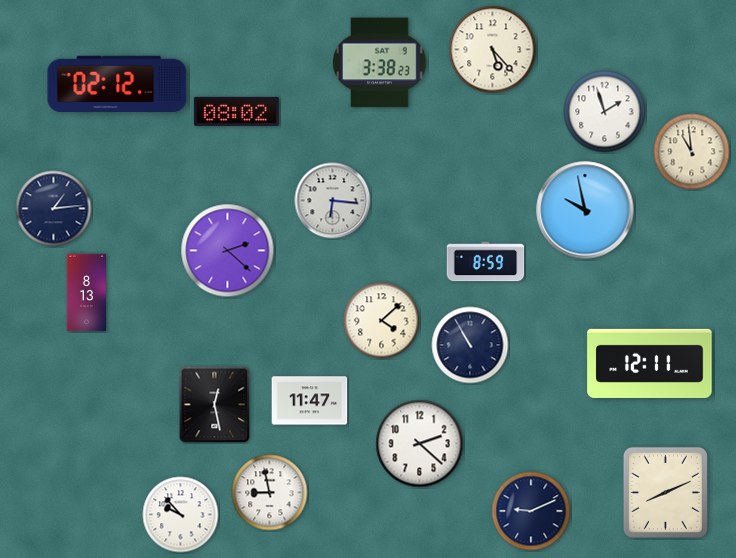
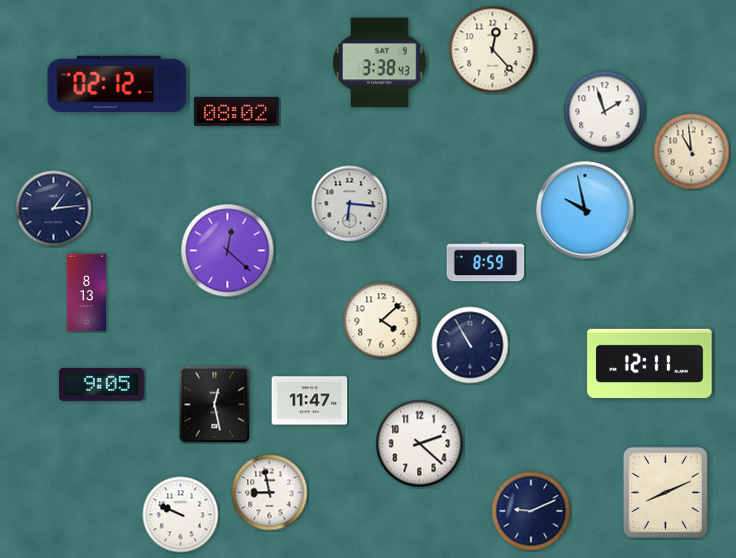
clock at (493, 50): 5:23 -> 12:23
clock at (380, 63): 3:38:23 -> 3:38:43
clock at (333, 201) position: (333, 201) -> (350, 204)
clock at (228, 251): 2:22 -> 12:22
clock at (101, 384): none -> 9:05
clock at (181, 515): 9:53 -> 9:49
